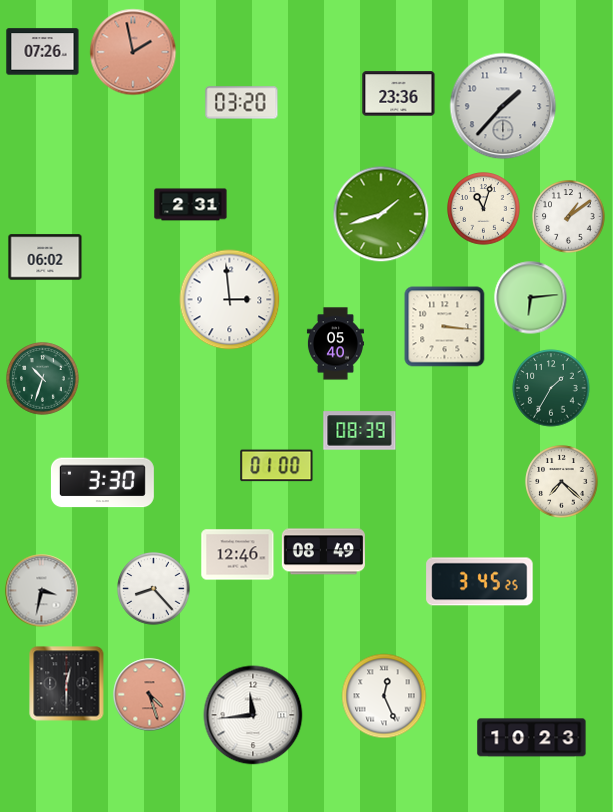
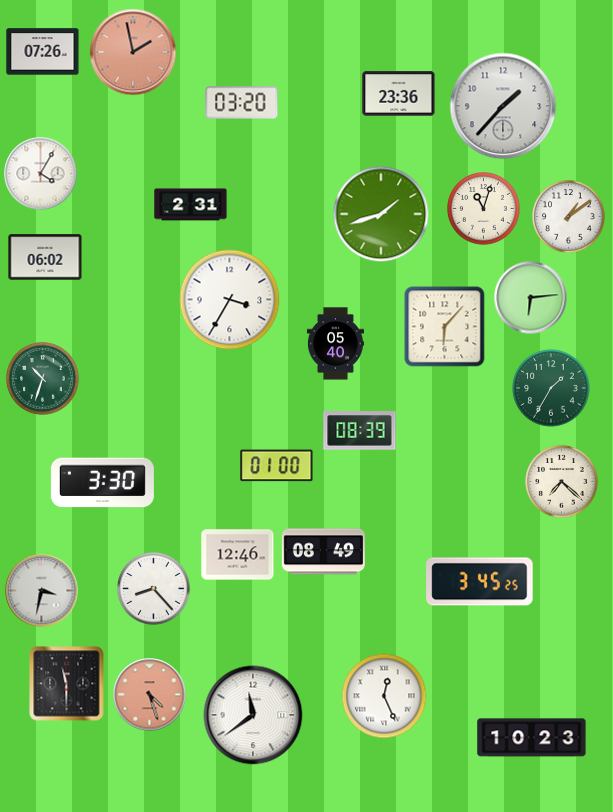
clock at (41, 174): none -> 4:05
clock at (230, 300): 2:59 -> 3:35
clock at (445, 327): 3:16 -> 6:07
clock at (67, 684): 12:30 -> 11:30
clock at (253, 715): 11:44 -> 11:39
